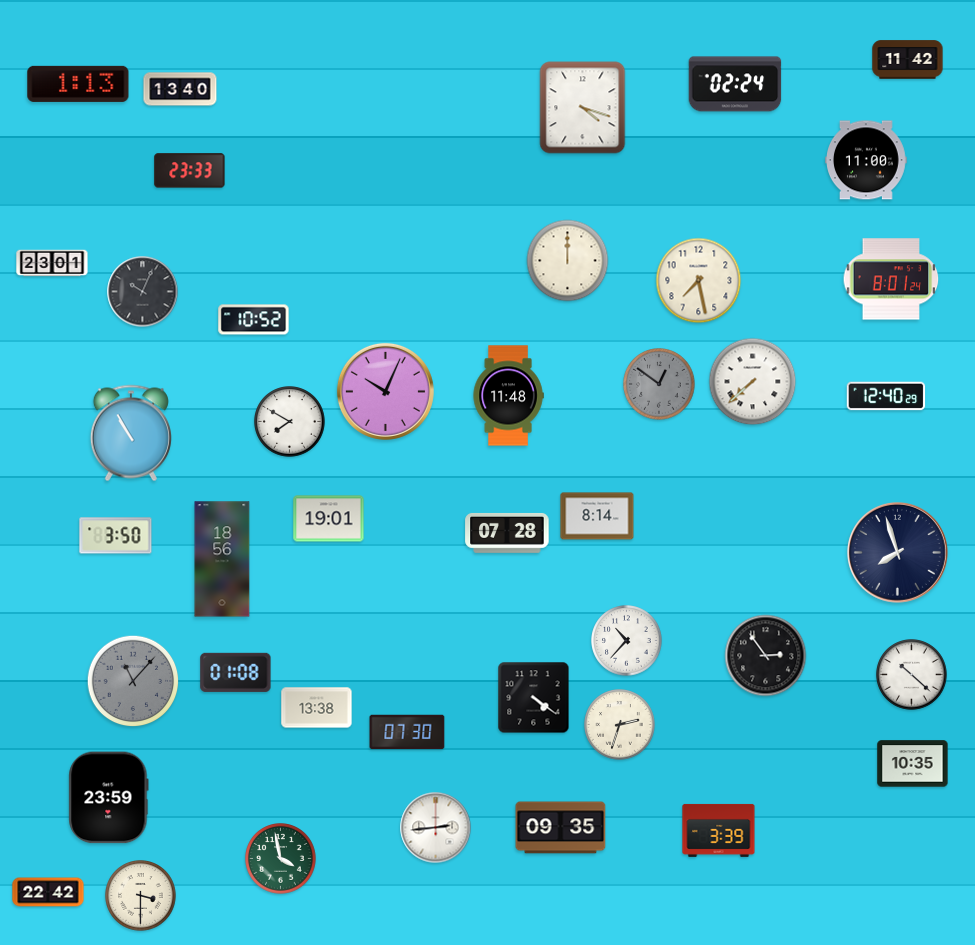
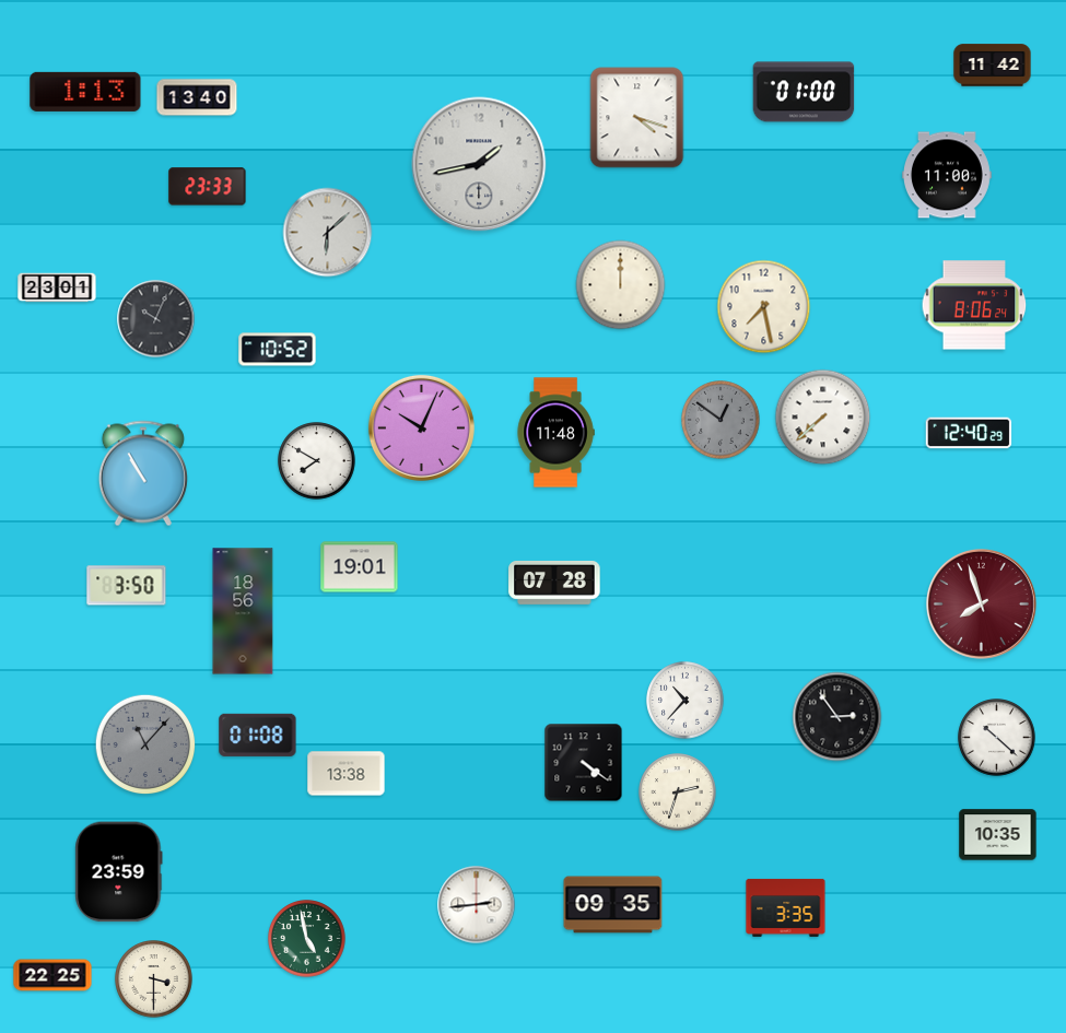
clock at (735, 84): 02:24 -> 01:00
clock at (479, 164): none -> 1:43
clock at (328, 233): none -> 6:08
clock at (891, 279): 8:01 -> 8:06
clock at (597, 516): 8:14 -> none
clock at (898, 553) dial: navy -> burgundy
clock at (407, 732): 07:30 -> none
clock at (719, 830): 3:39 -> 3:35
clock at (281, 859): 3:58 -> 4:58
clock at (48, 892): 22:42 -> 22:25
